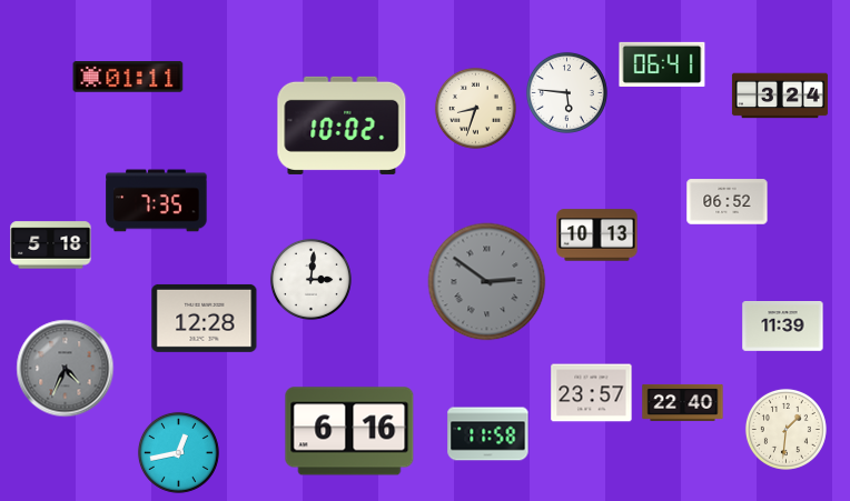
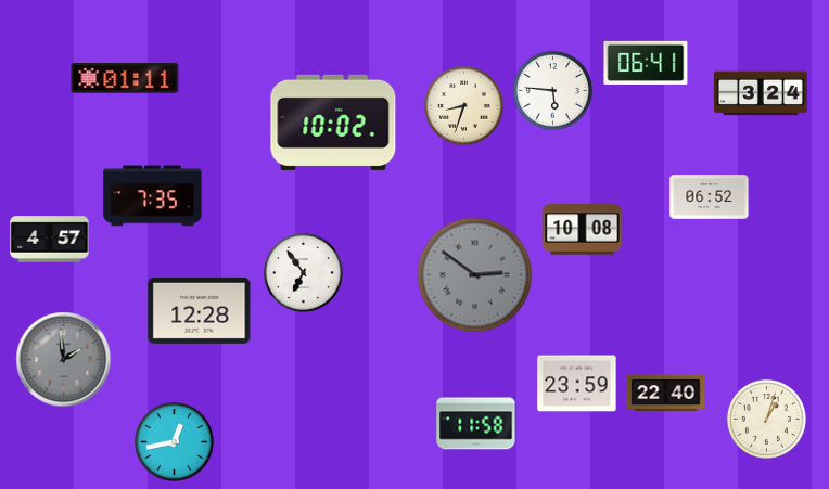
clock at (128, 77) position: (128, 77) -> (125, 78)
clock at (597, 236): 10:13 -> 10:08
clock at (51, 246): 5:18 -> 4:57
clock at (310, 279): 3:01 -> 6:54
clock at (783, 327): 11:39 -> none
clock at (66, 369): 4:34 -> 1:59
clock at (592, 393): 23:57 -> 23:59
clock at (785, 429): 1:31 -> 1:03
clock at (349, 431): 6:16 -> none
